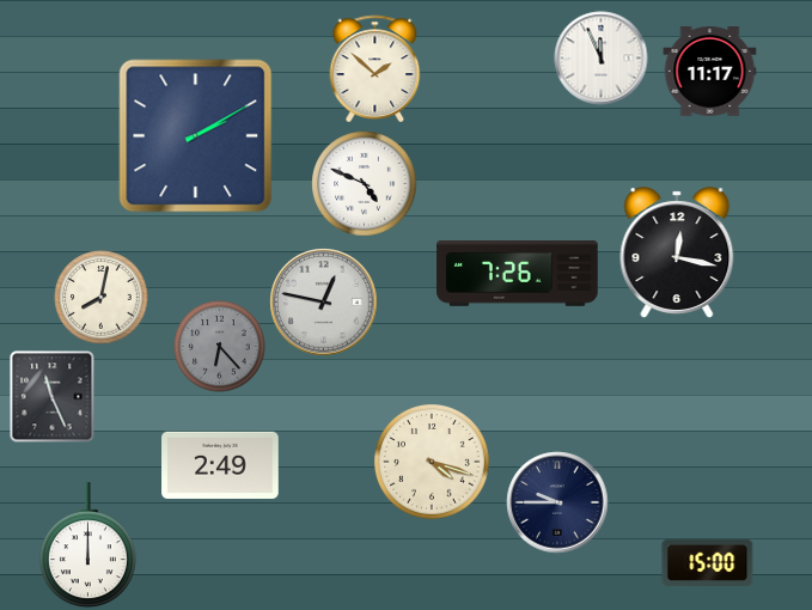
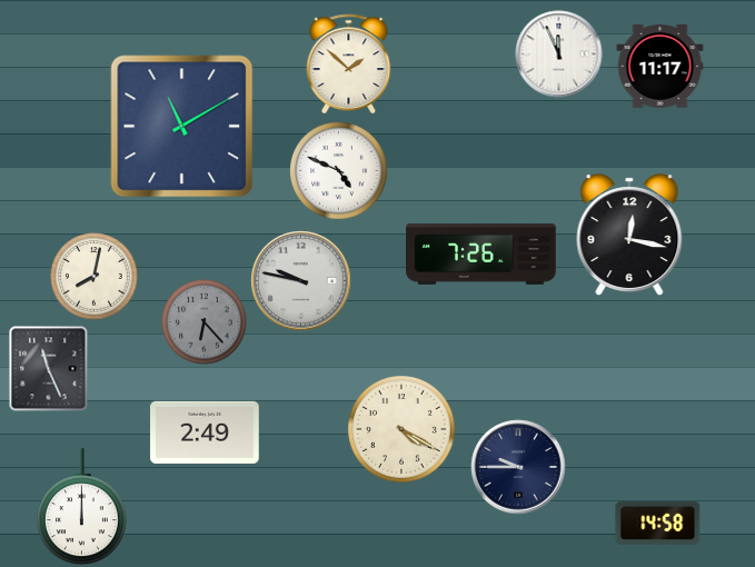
clock at (196, 136): 2:10 -> 11:10
clock at (324, 303): 12:47 -> 9:47
clock at (433, 463): 4:18 -> 4:20
clock at (708, 562): 15:00 -> 14:58
